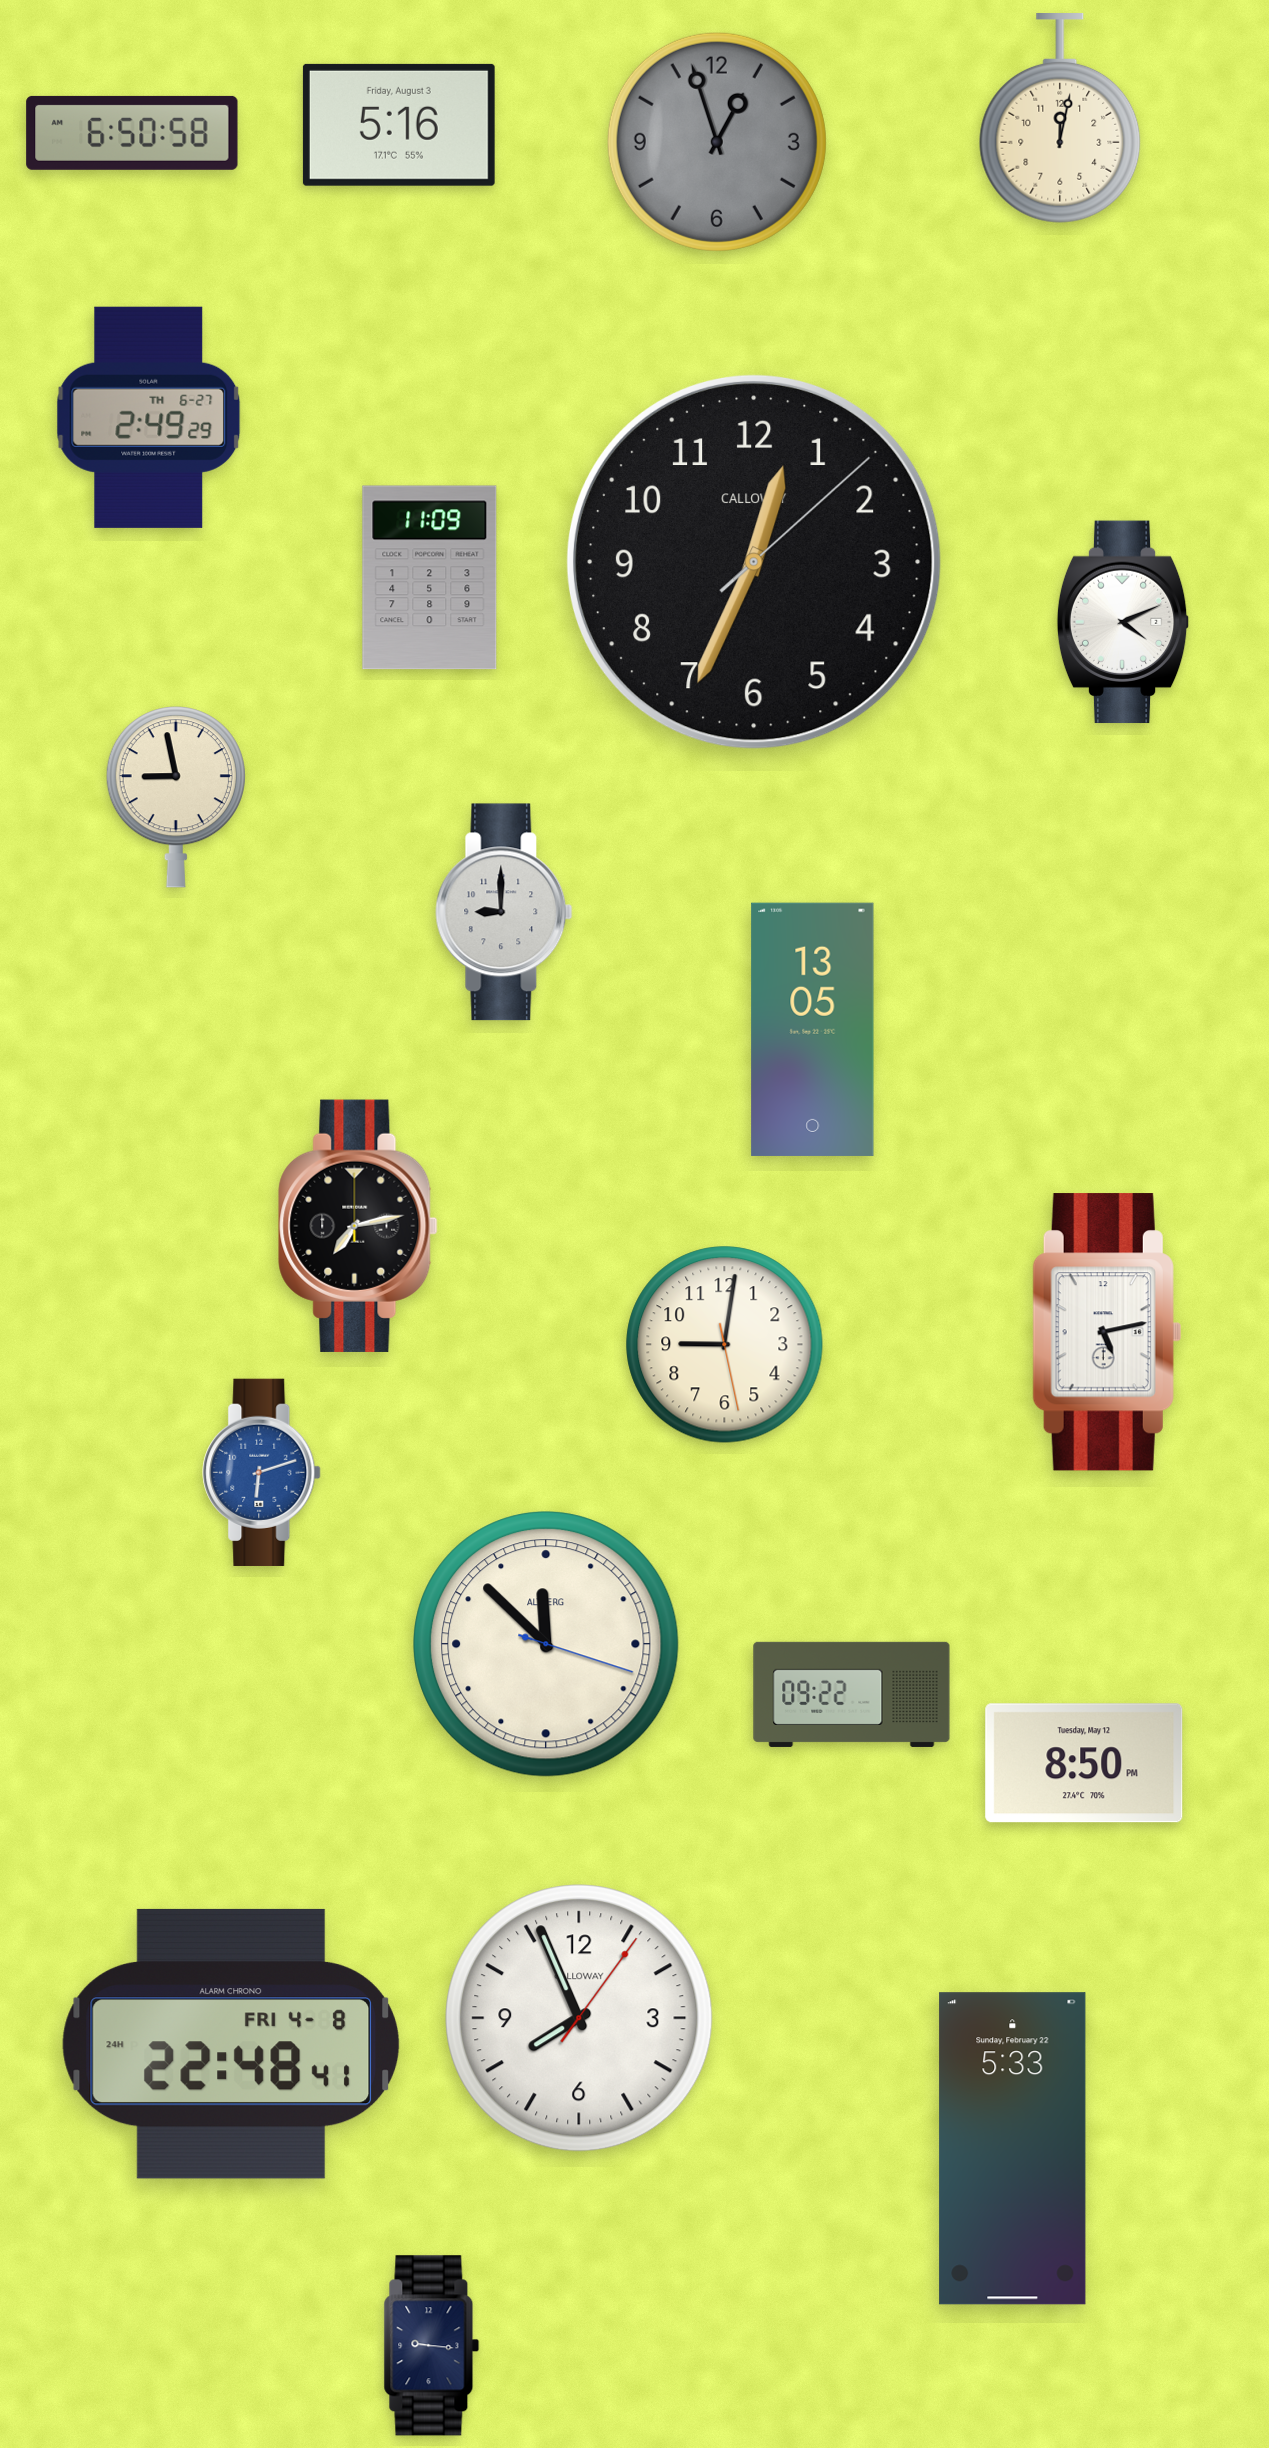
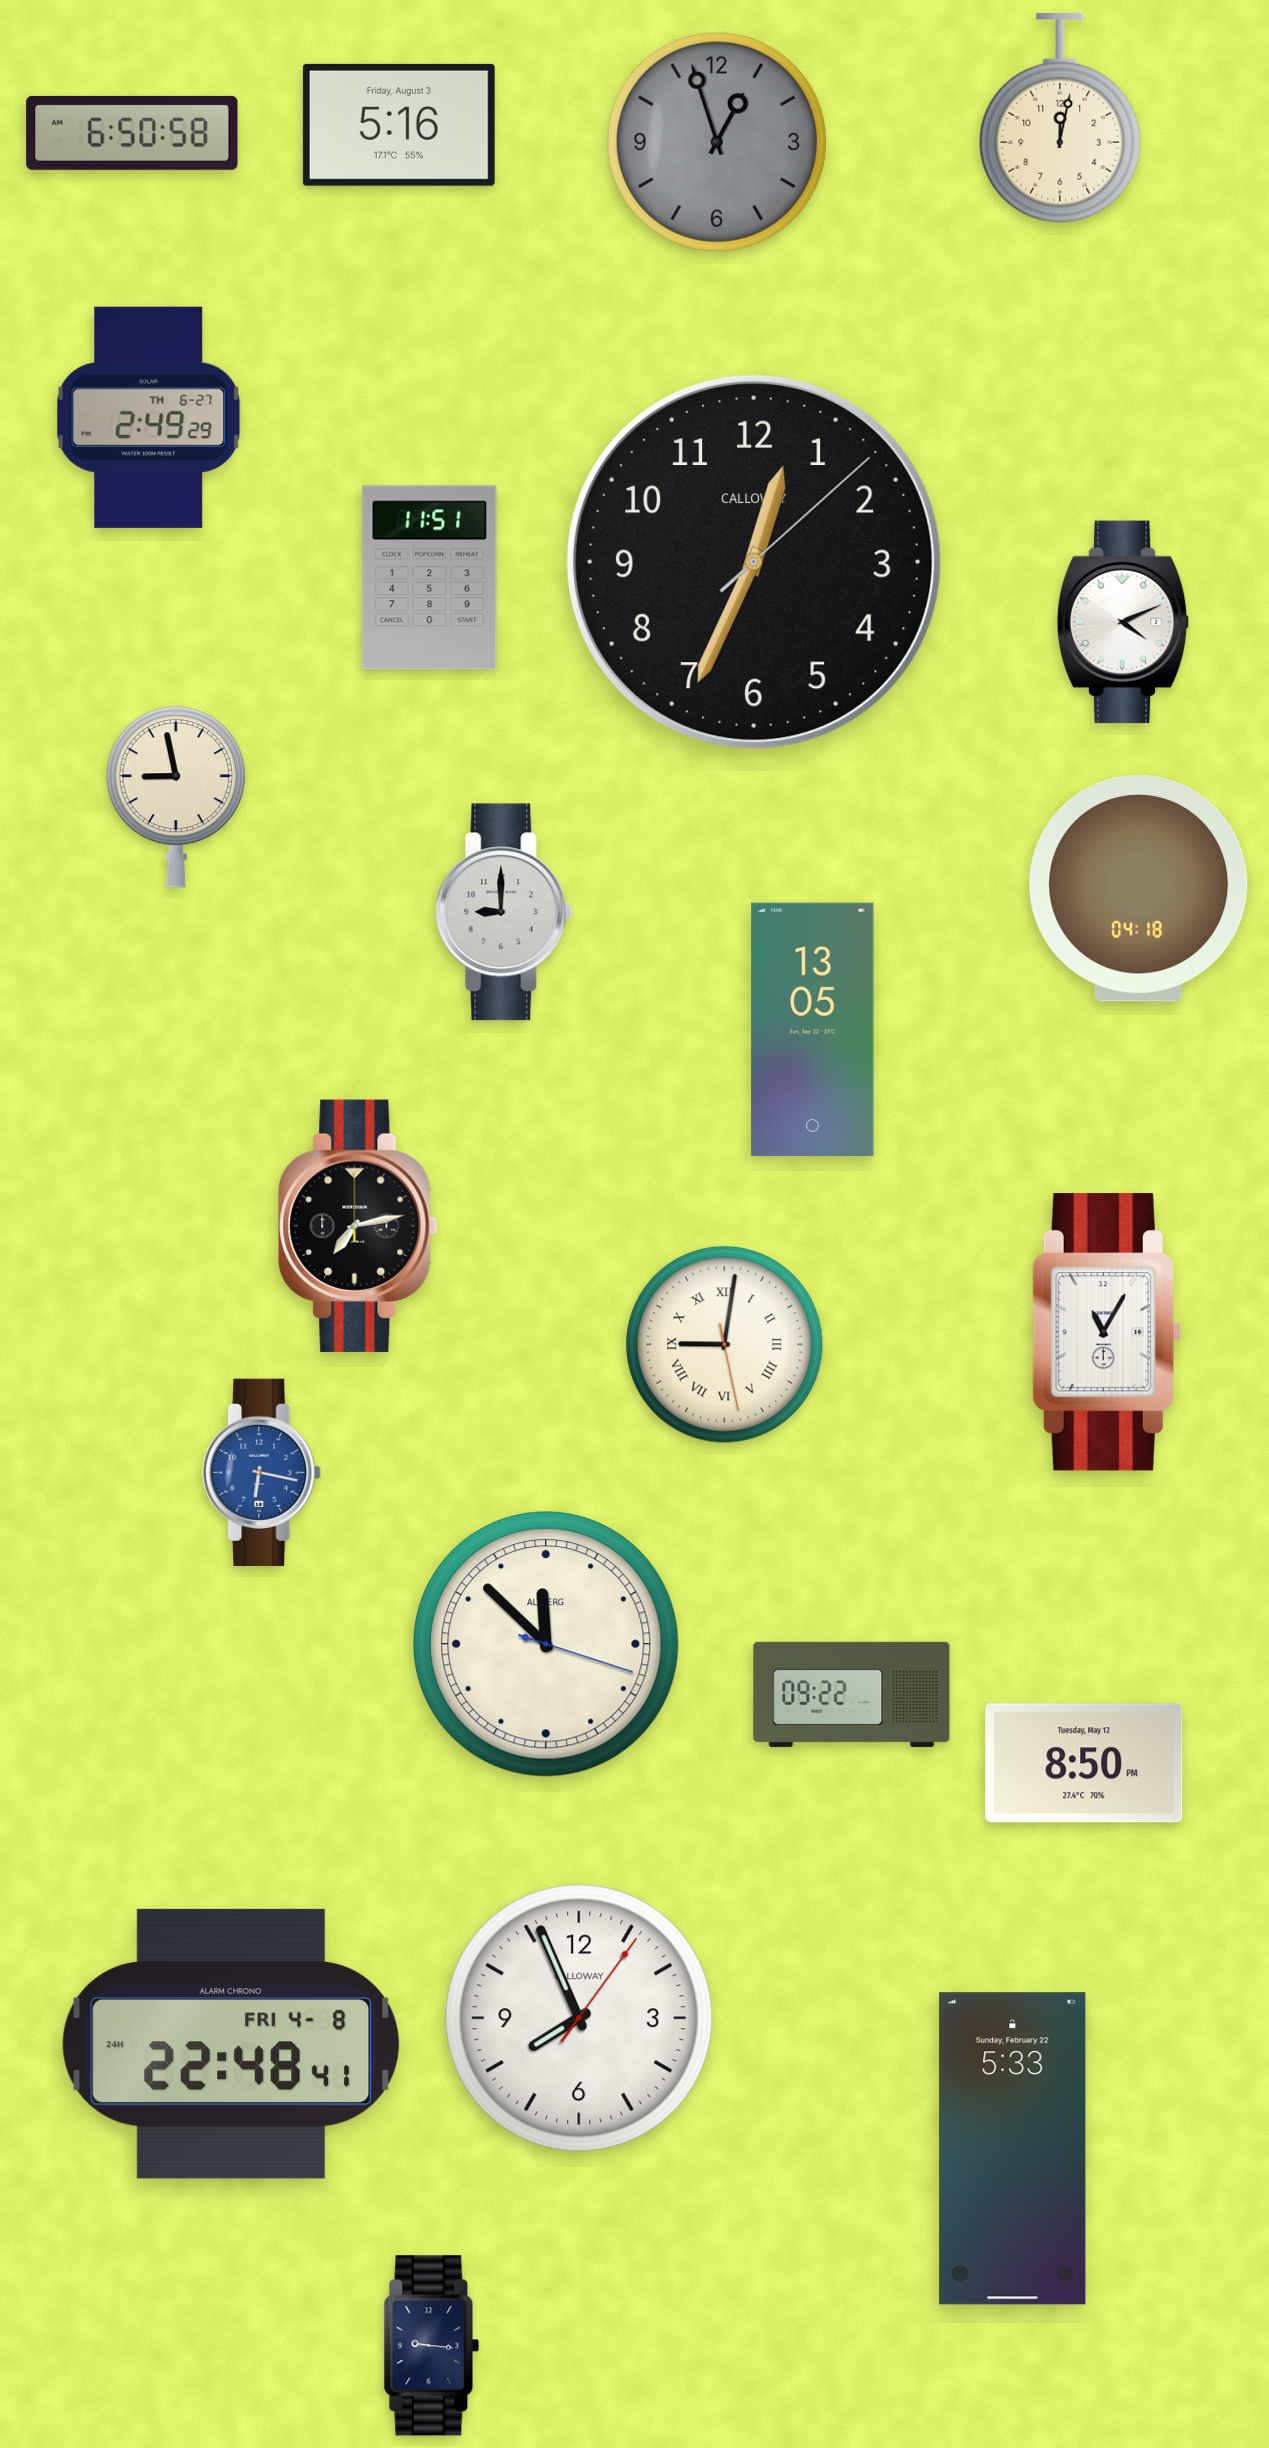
clock at (430, 578): 11:09 -> 11:51
clock at (1139, 888): none -> 04:18
clock at (1107, 1332): 5:13 -> 11:05
clock at (725, 1345) numerals: Arabic -> Roman
clock at (262, 1472): 6:12 -> 6:17
